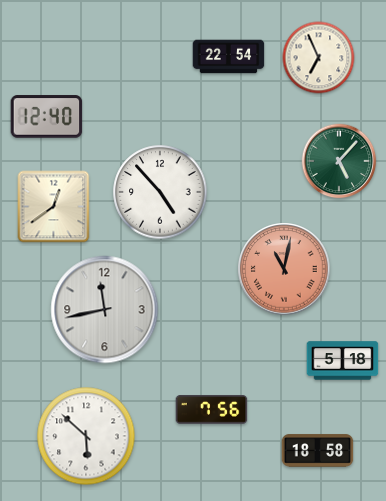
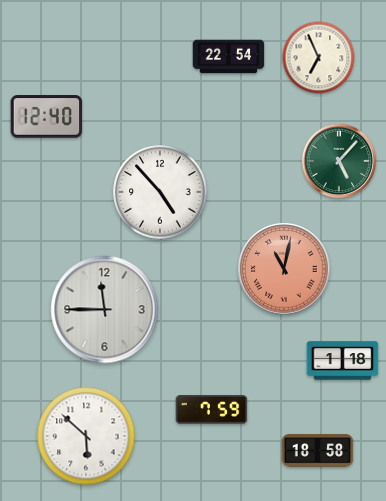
clock at (54, 207): 12:39 -> none
clock at (105, 310): 11:43 -> 11:45
clock at (343, 361): 5:18 -> 1:18
clock at (212, 410): 7:56 -> 7:59
